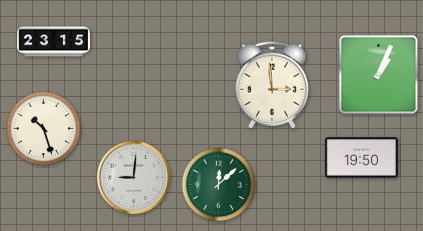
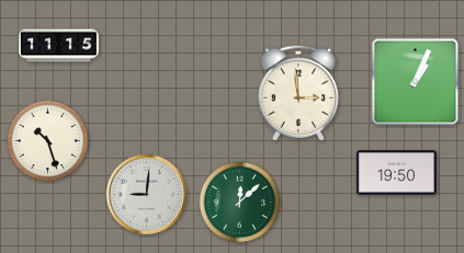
clock at (53, 42): 23:15 -> 11:15
